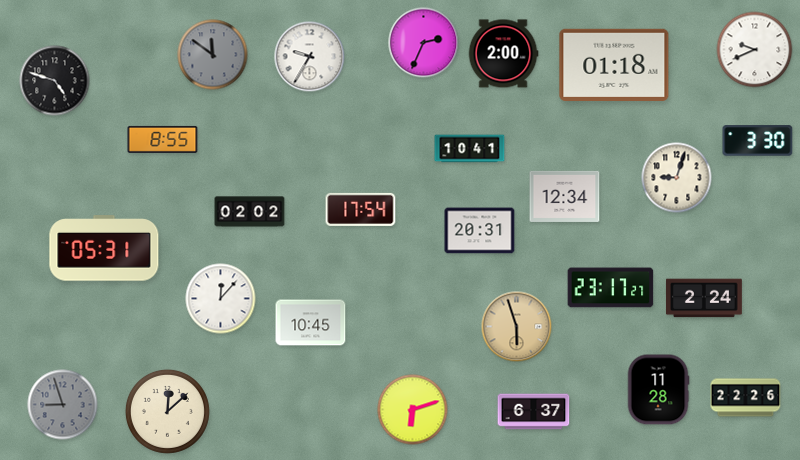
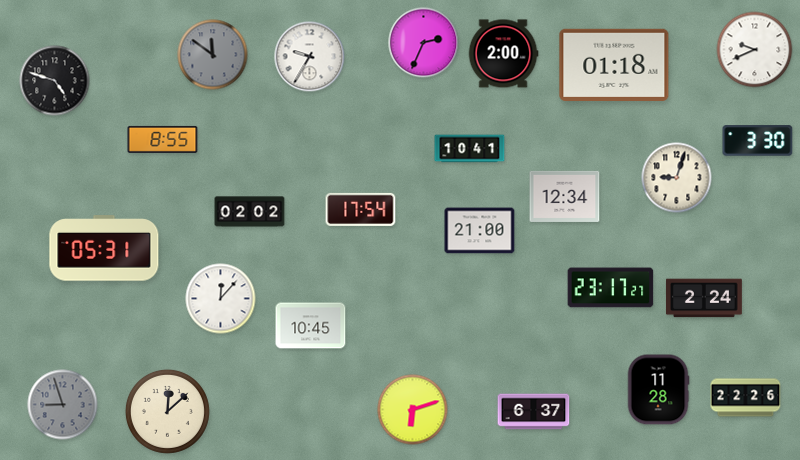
clock at (480, 231): 20:31 -> 21:00
clock at (311, 323) position: (311, 323) -> (311, 326)
clock at (517, 327): 5:57 -> none
